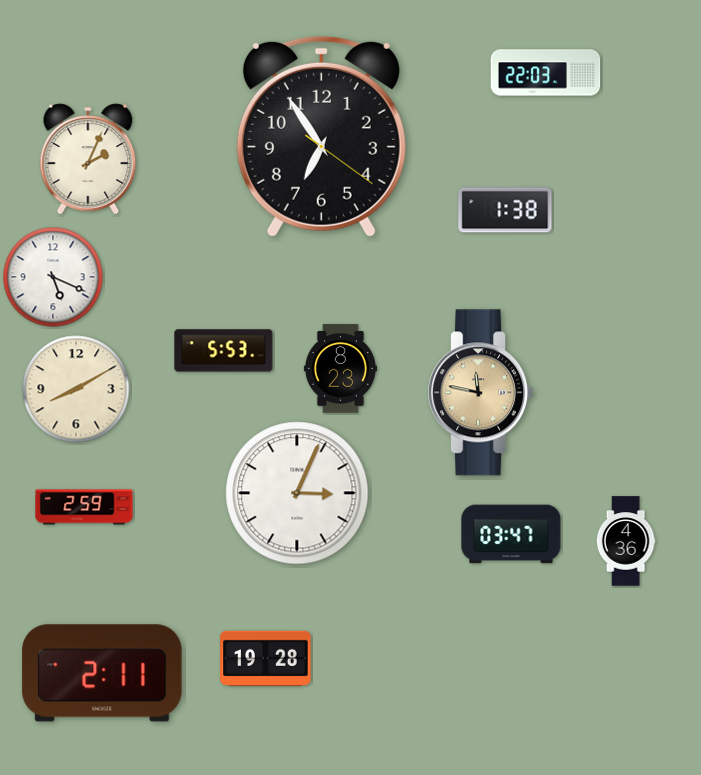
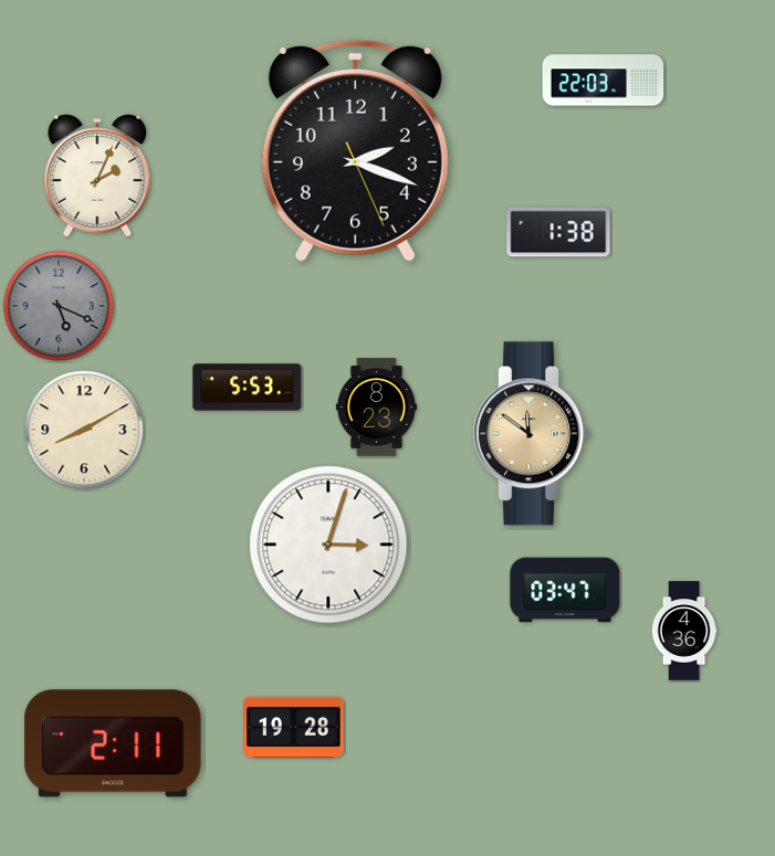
clock at (321, 136): 6:54 -> 2:18
clock at (53, 277) dial: white -> grey
clock at (481, 393): 11:47 -> 11:51
clock at (297, 493): 3:04 -> 3:03
clock at (84, 507): 2:59 -> none
clock at (626, 541) position: (626, 541) -> (684, 631)
